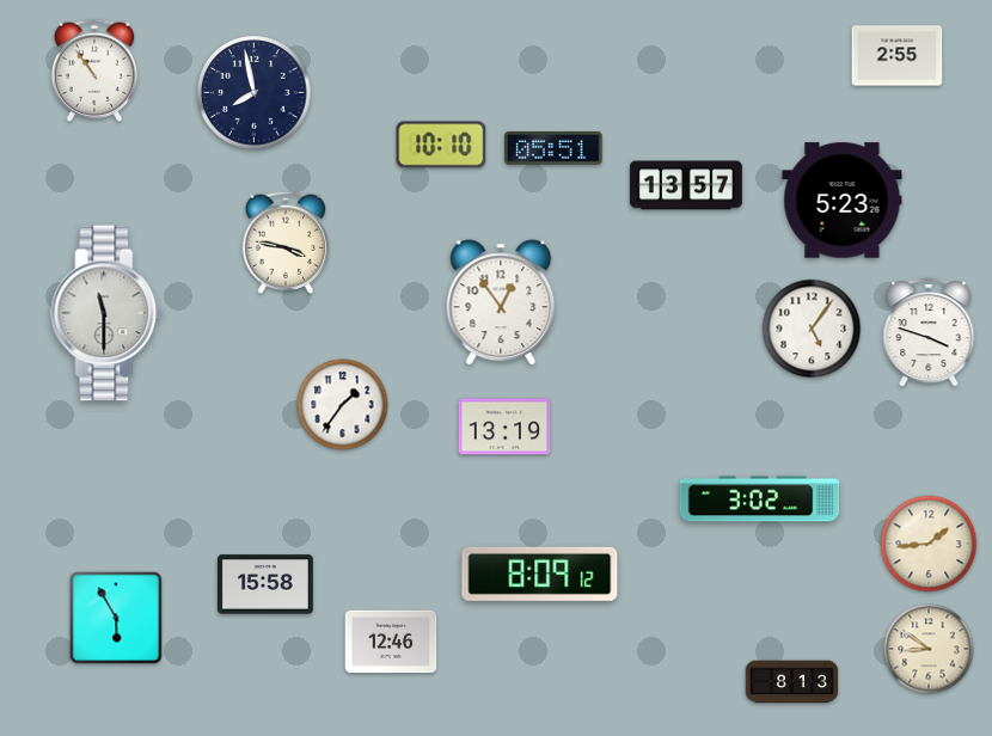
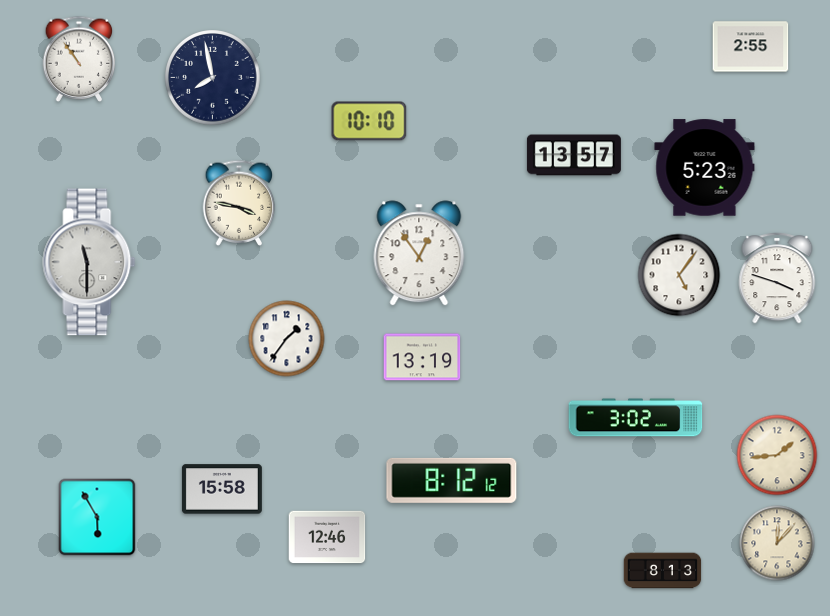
clock at (553, 149): 05:51 -> none
clock at (540, 574): 8:09 -> 8:12
clock at (929, 649): 8:51 -> 12:07
